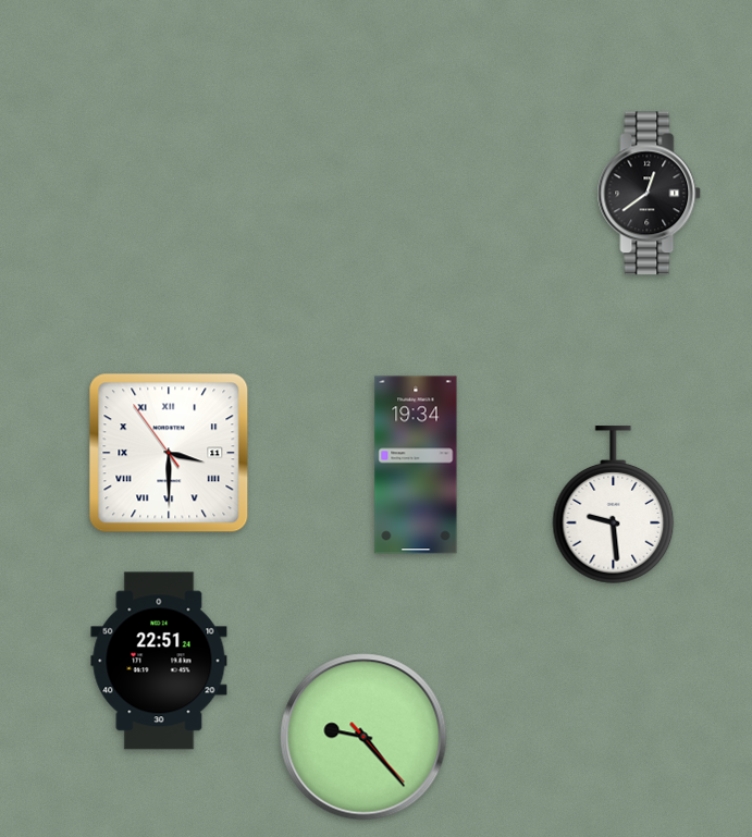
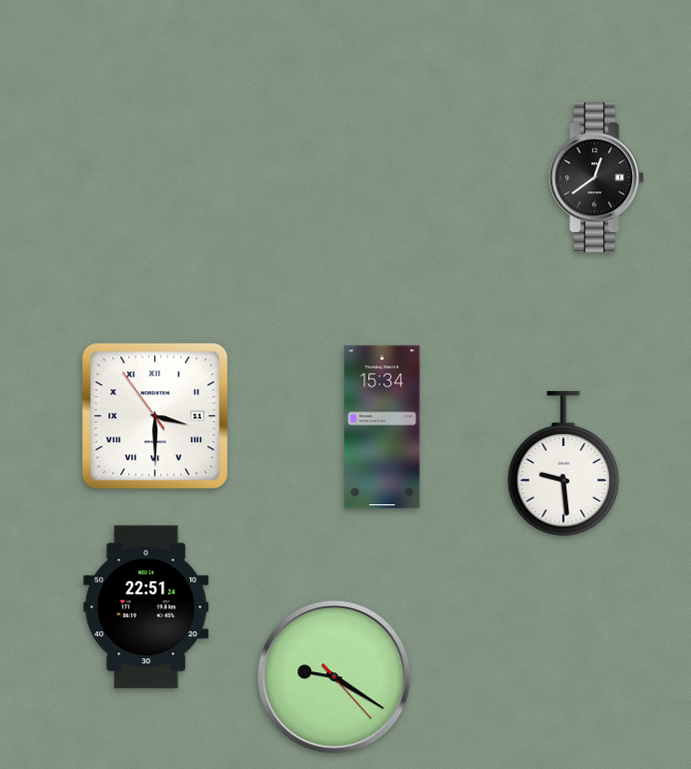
clock at (416, 465): 19:34 -> 15:34
clock at (363, 737): 9:23 -> 9:20
